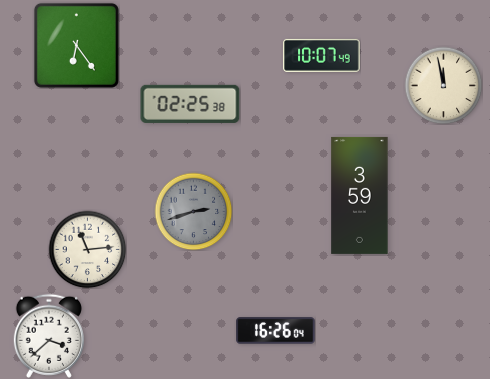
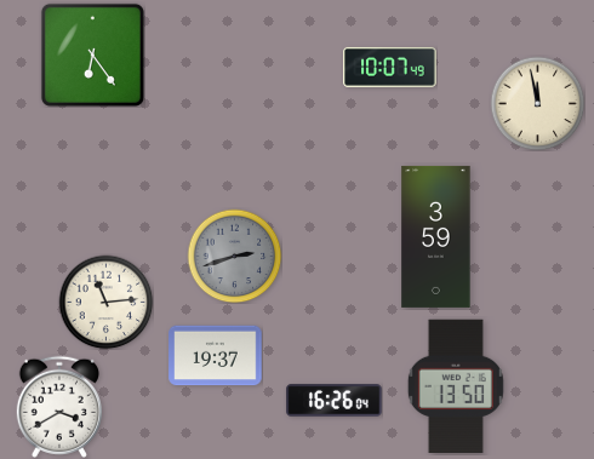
clock at (190, 104): 02:25 -> none
clock at (216, 356): none -> 19:37
clock at (456, 385): none -> 13:50
clock at (49, 336): 3:38 -> 3:40
